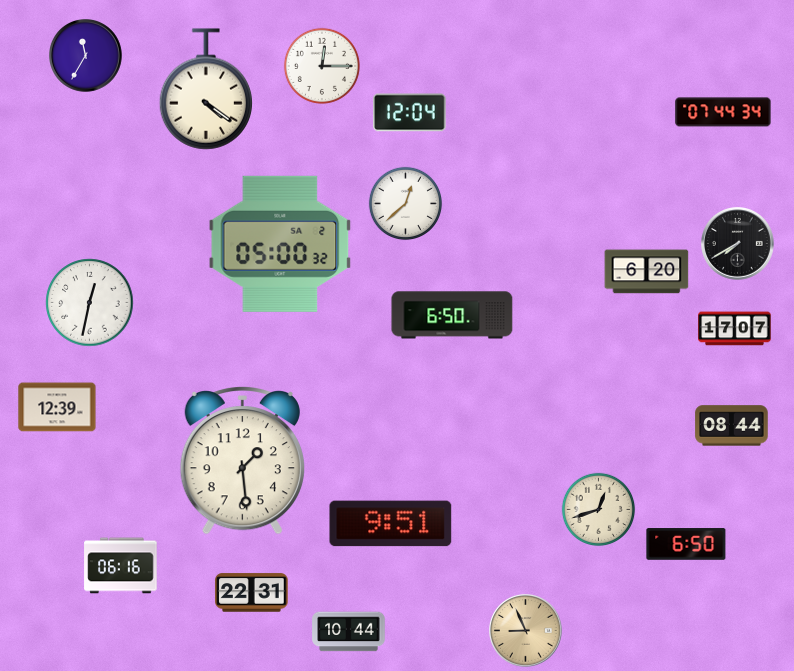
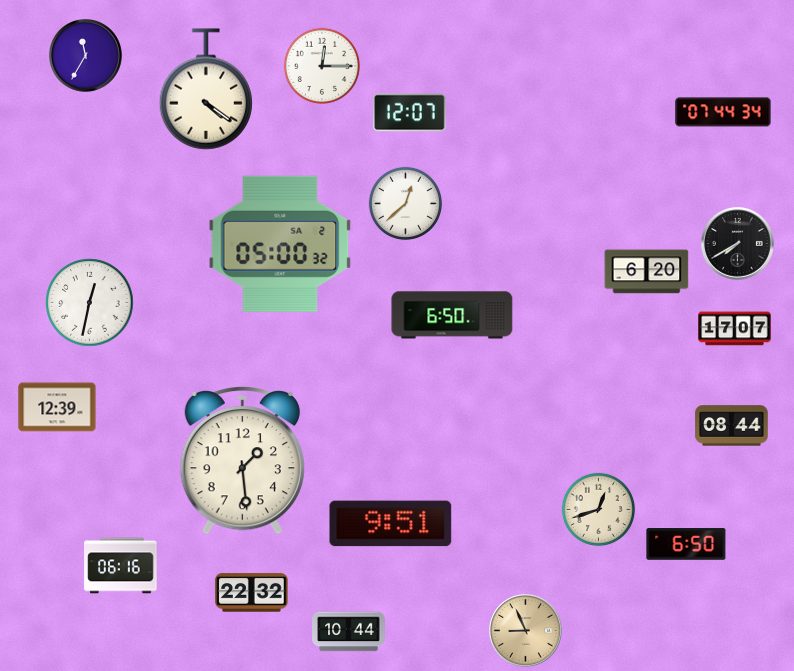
clock at (410, 113): 12:04 -> 12:07
clock at (252, 593): 22:31 -> 22:32
